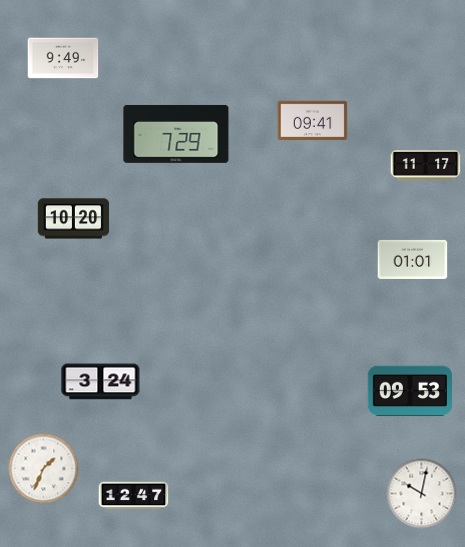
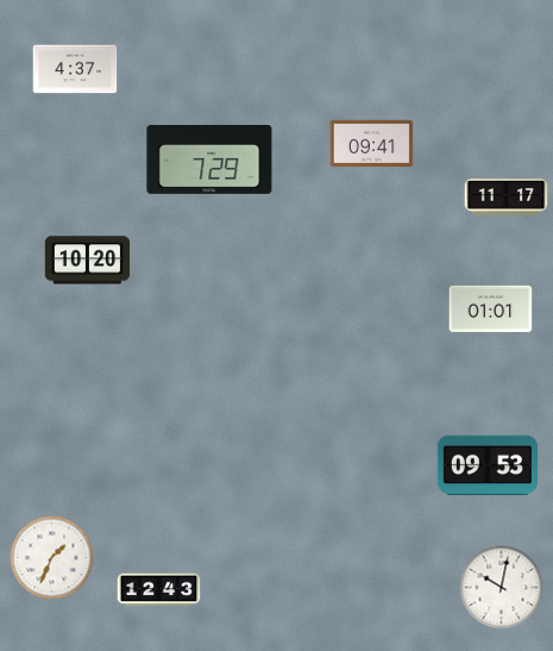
clock at (63, 58): 9:49 -> 4:37
clock at (101, 382): 3:24 -> none
clock at (134, 496): 12:47 -> 12:43
